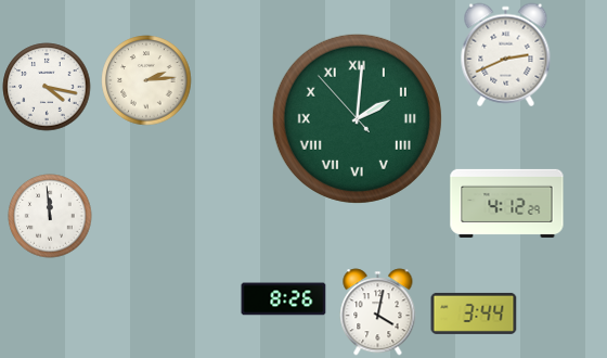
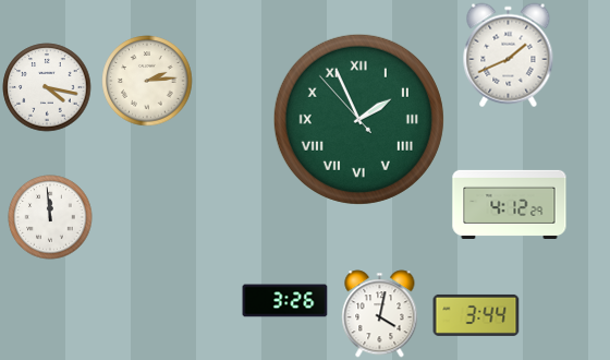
clock at (506, 55): 2:41 -> 1:41
clock at (357, 118): 2:00 -> 1:55
clock at (284, 299): 8:26 -> 3:26
